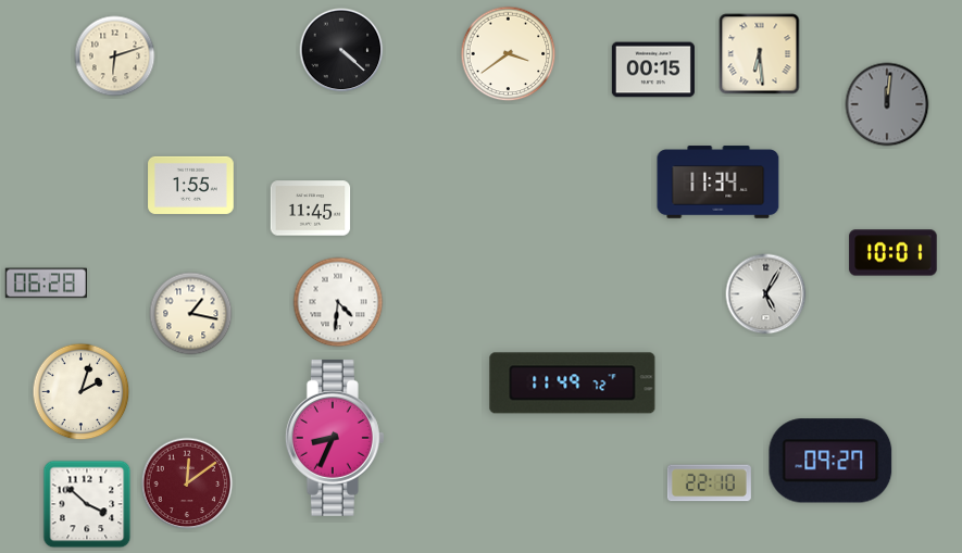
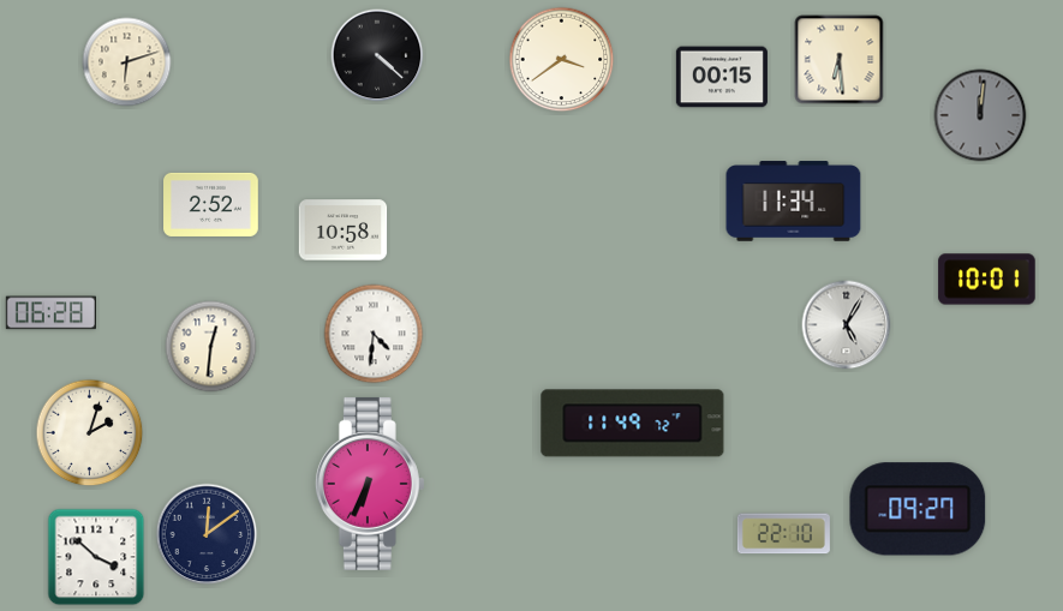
clock at (191, 185): 1:55 -> 2:52
clock at (311, 209): 11:45 -> 10:58
clock at (191, 314): 1:17 -> 12:31
clock at (335, 438): 8:34 -> 6:34
clock at (187, 483) dial: burgundy -> navy
